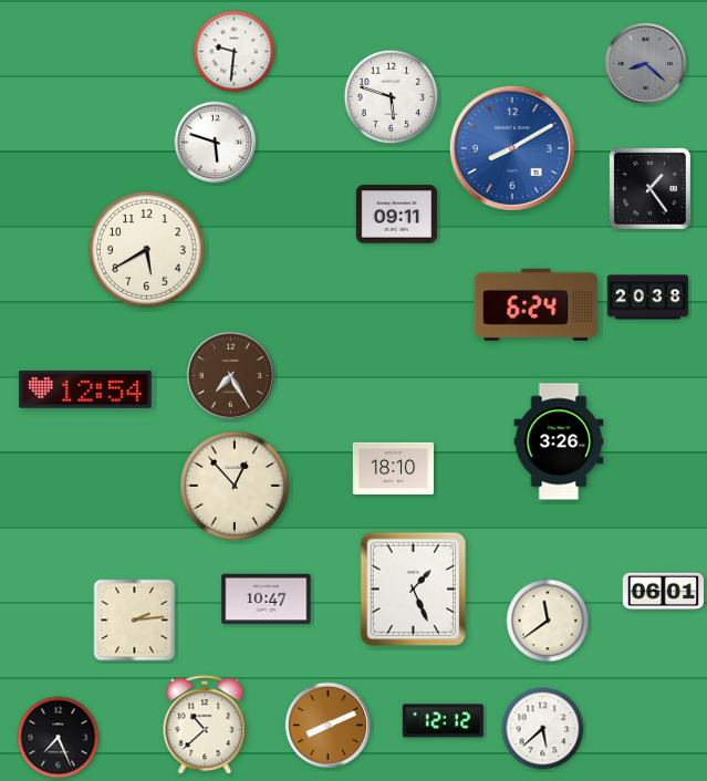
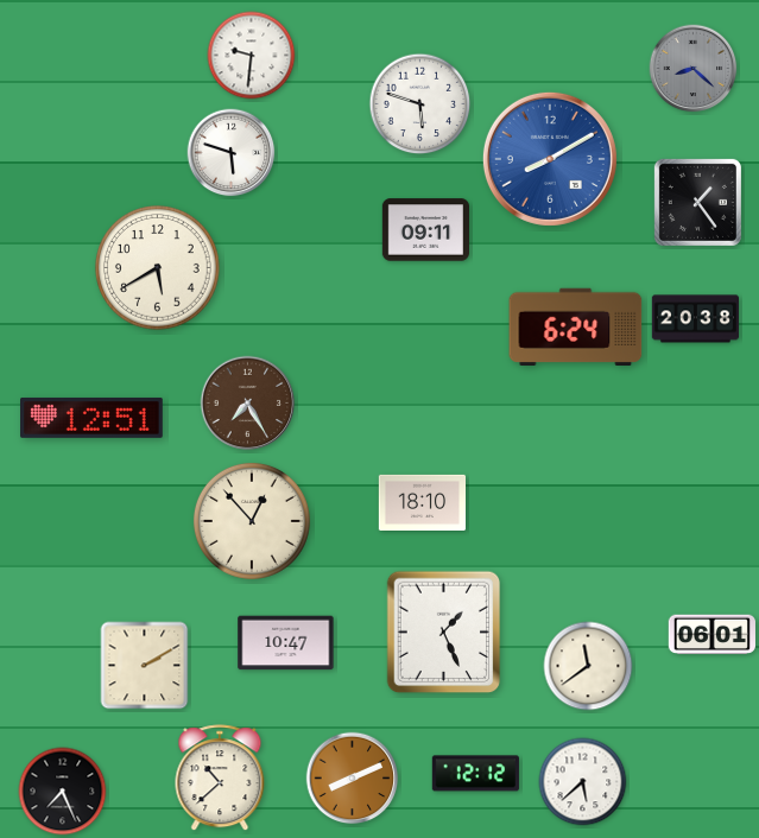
clock at (86, 389): 12:54 -> 12:51
clock at (559, 441): 3:26 -> none
clock at (135, 621): 2:14 -> 2:10
